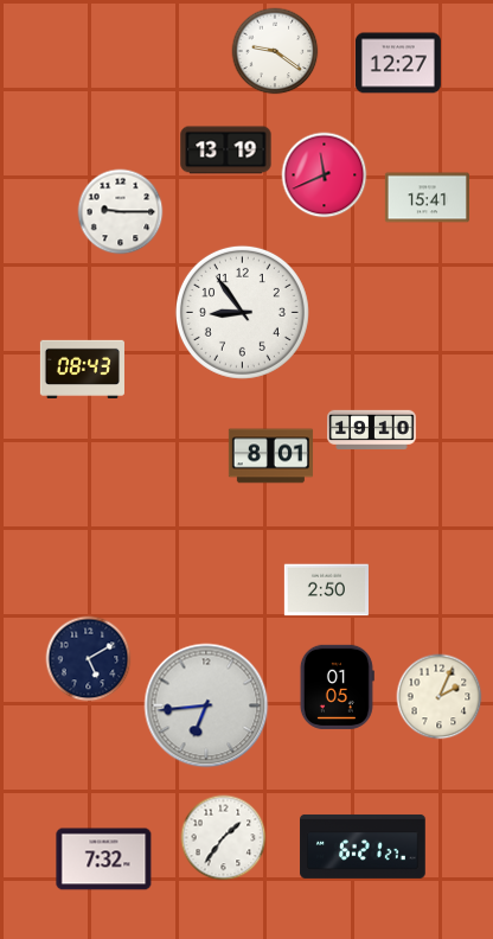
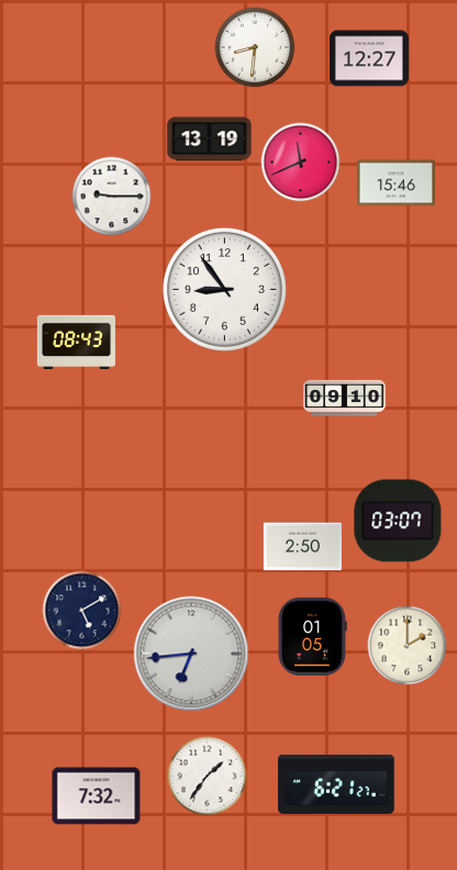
clock at (275, 51): 9:21 -> 8:31
clock at (427, 198): 15:41 -> 15:46
clock at (372, 429): 19:10 -> 09:10
clock at (270, 456): 8:01 -> none
clock at (398, 521): none -> 03:07
clock at (440, 697): 2:04 -> 2:00
